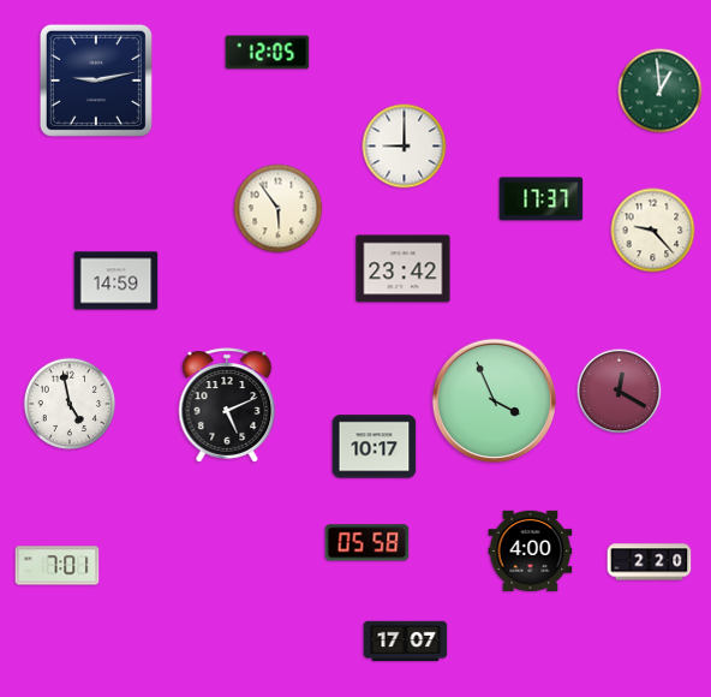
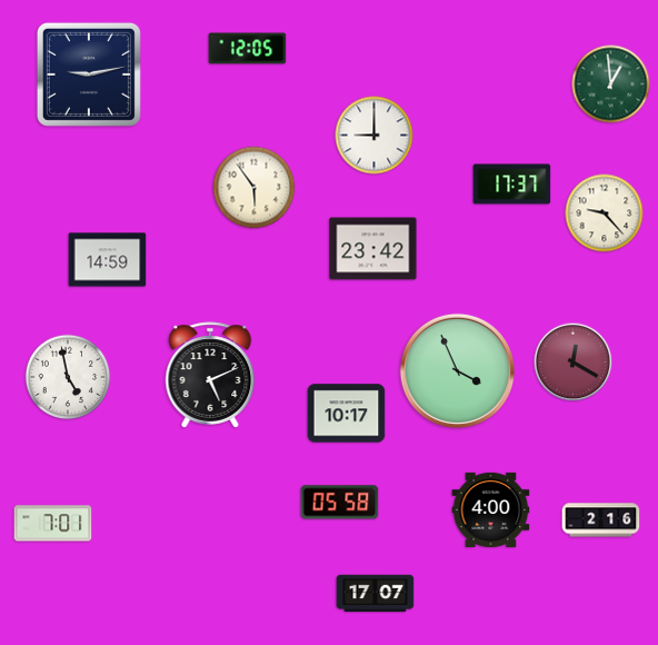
clock at (542, 199) position: (542, 199) -> (512, 185)
clock at (279, 209) position: (279, 209) -> (255, 188)
clock at (70, 404) position: (70, 404) -> (68, 377)
clock at (650, 562): 2:20 -> 2:16
